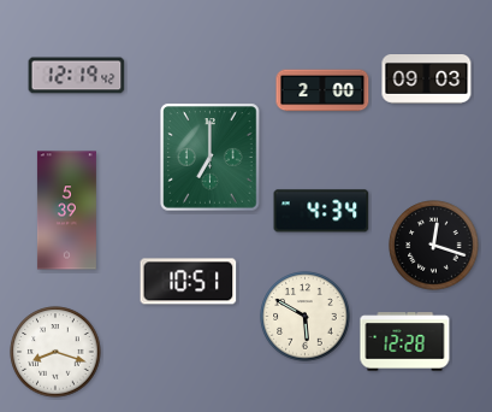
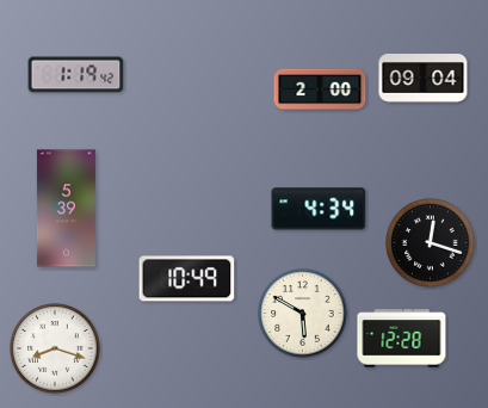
clock at (77, 76): 12:19 -> 1:19
clock at (427, 80): 09:03 -> 09:04
clock at (211, 158): 7:00 -> none
clock at (189, 282): 10:51 -> 10:49
